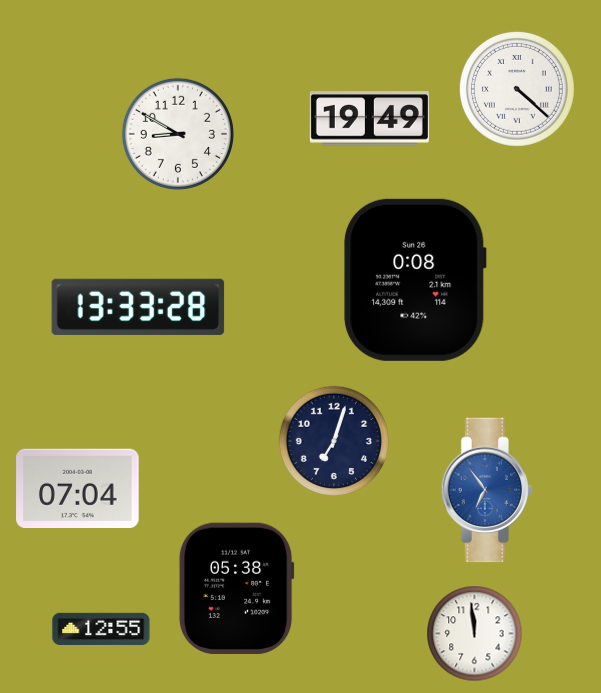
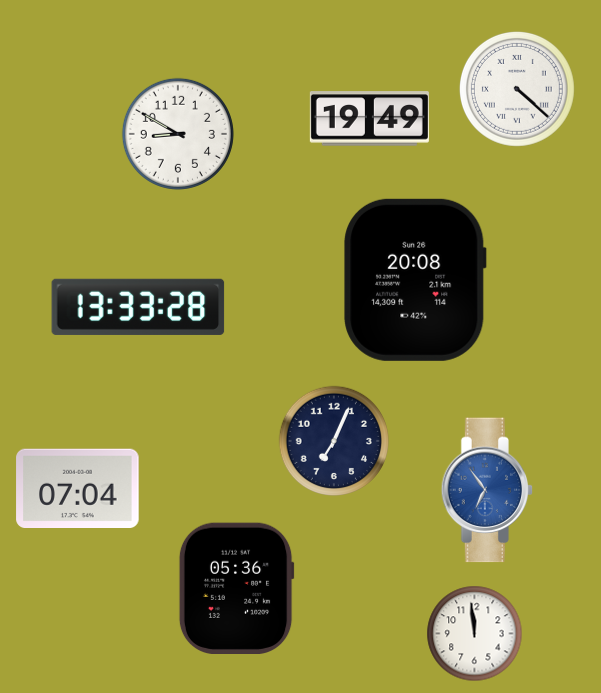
clock at (415, 280): 0:08 -> 20:08
clock at (333, 440): 7:03 -> 7:04
clock at (236, 588): 05:38 -> 05:36
clock at (101, 628): 12:55 -> none
